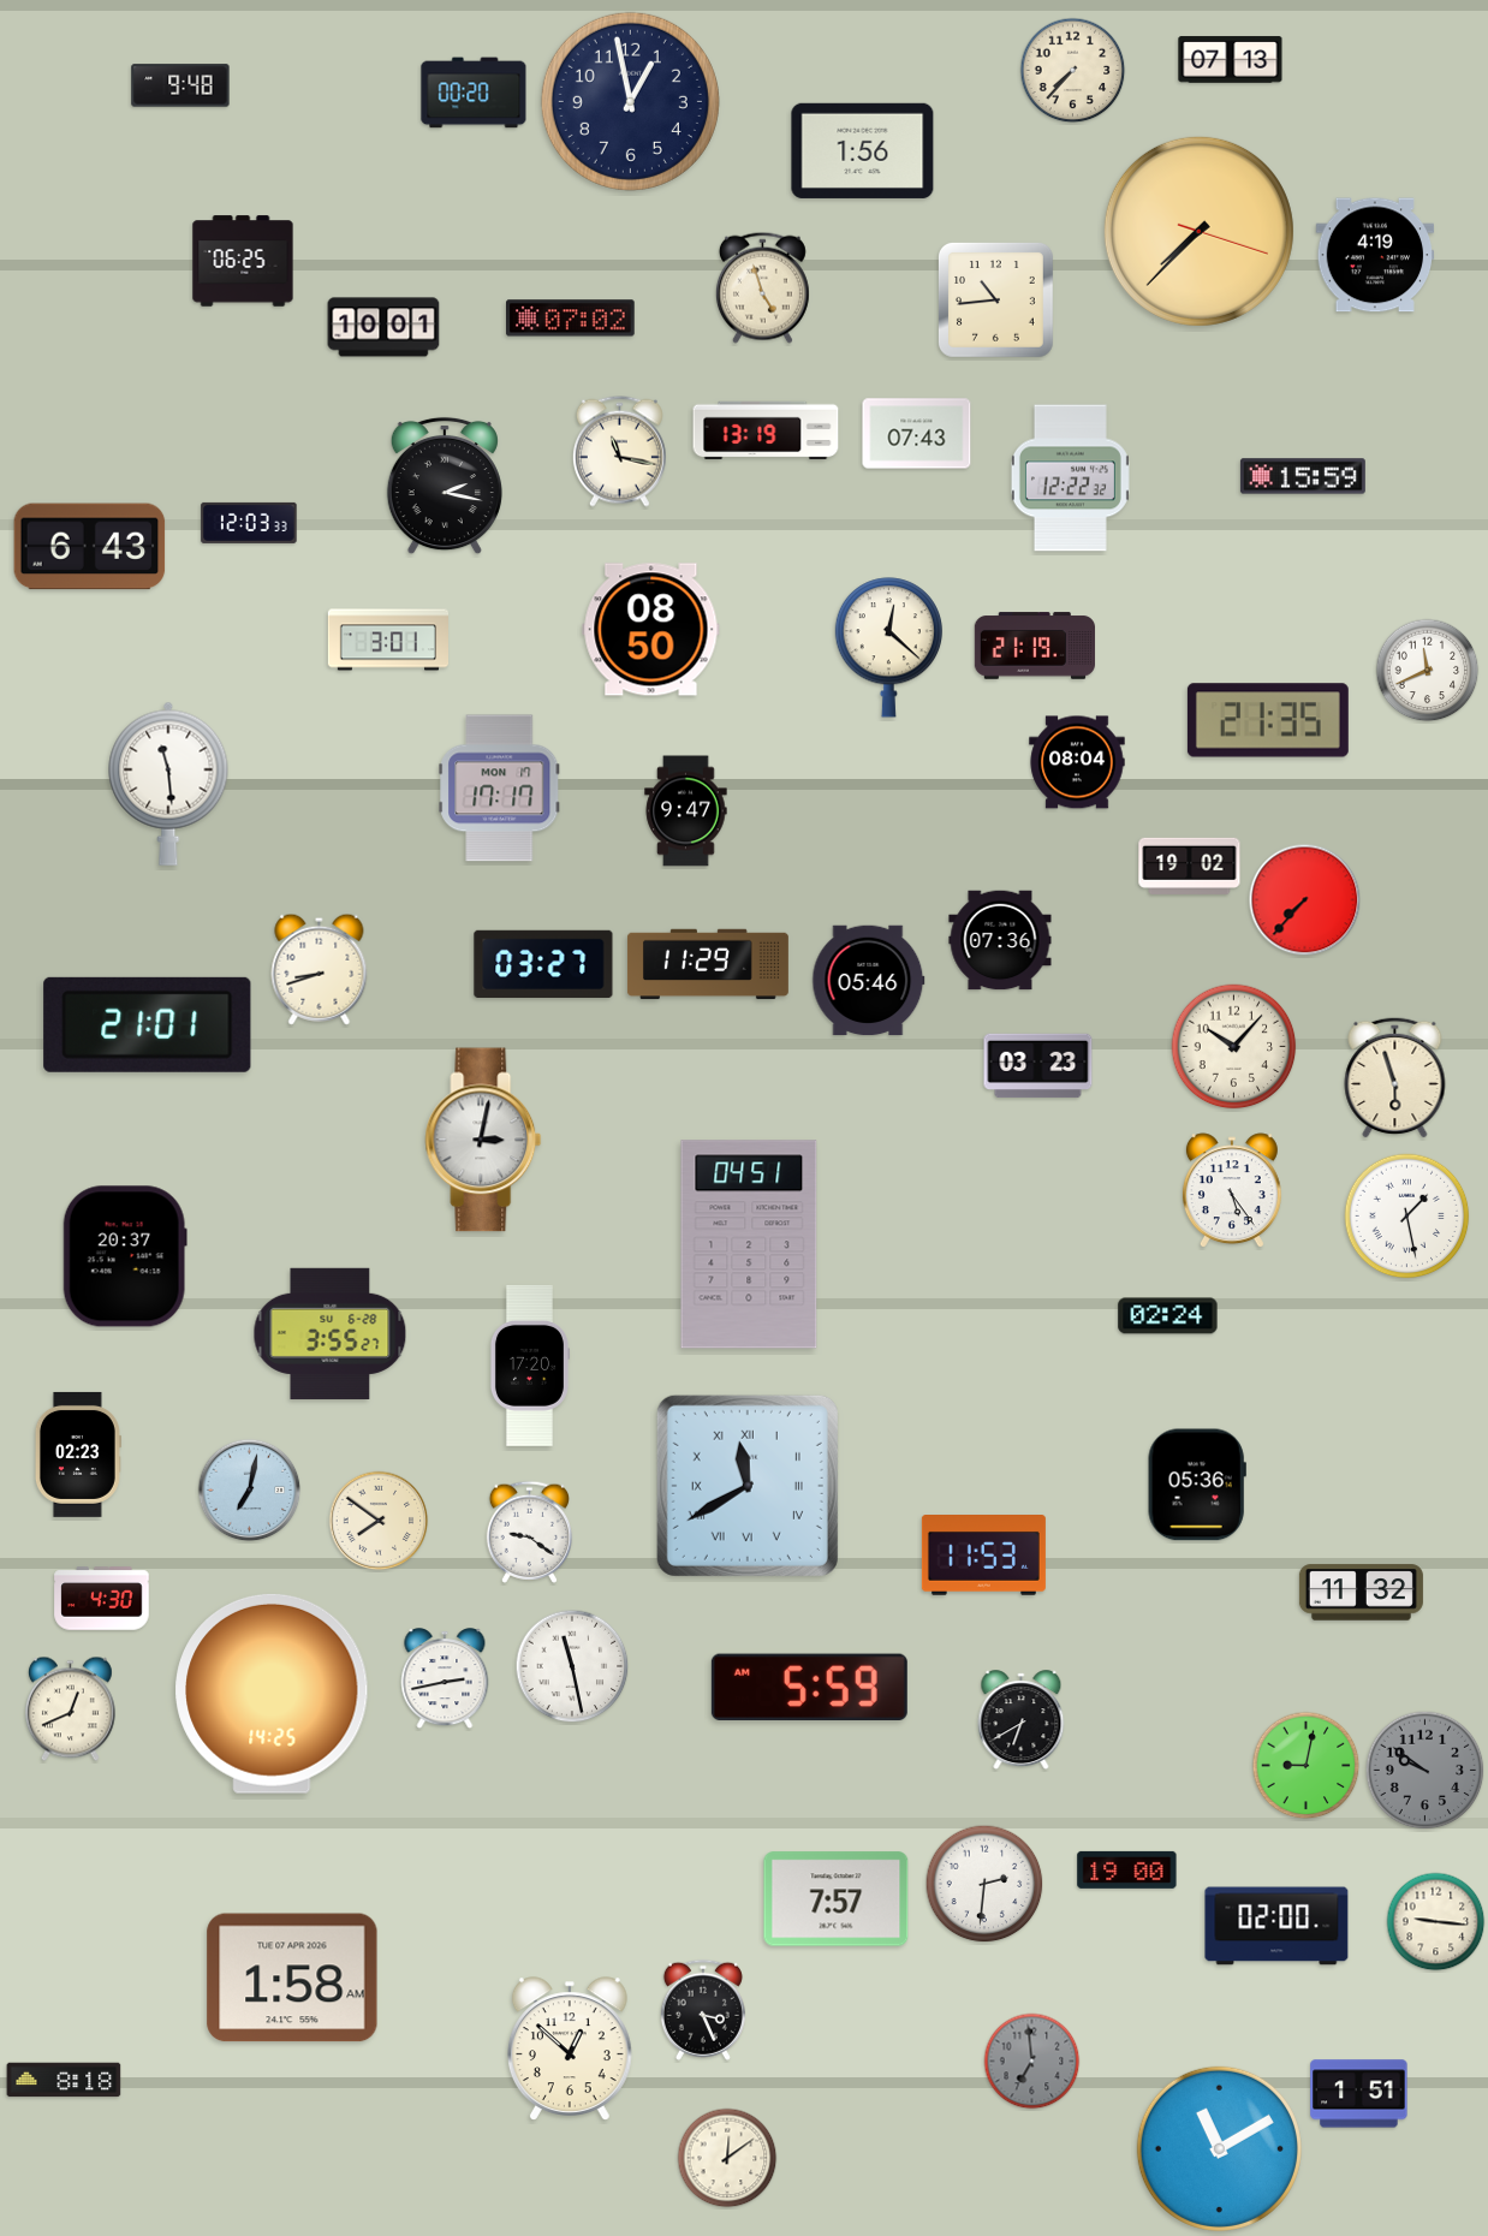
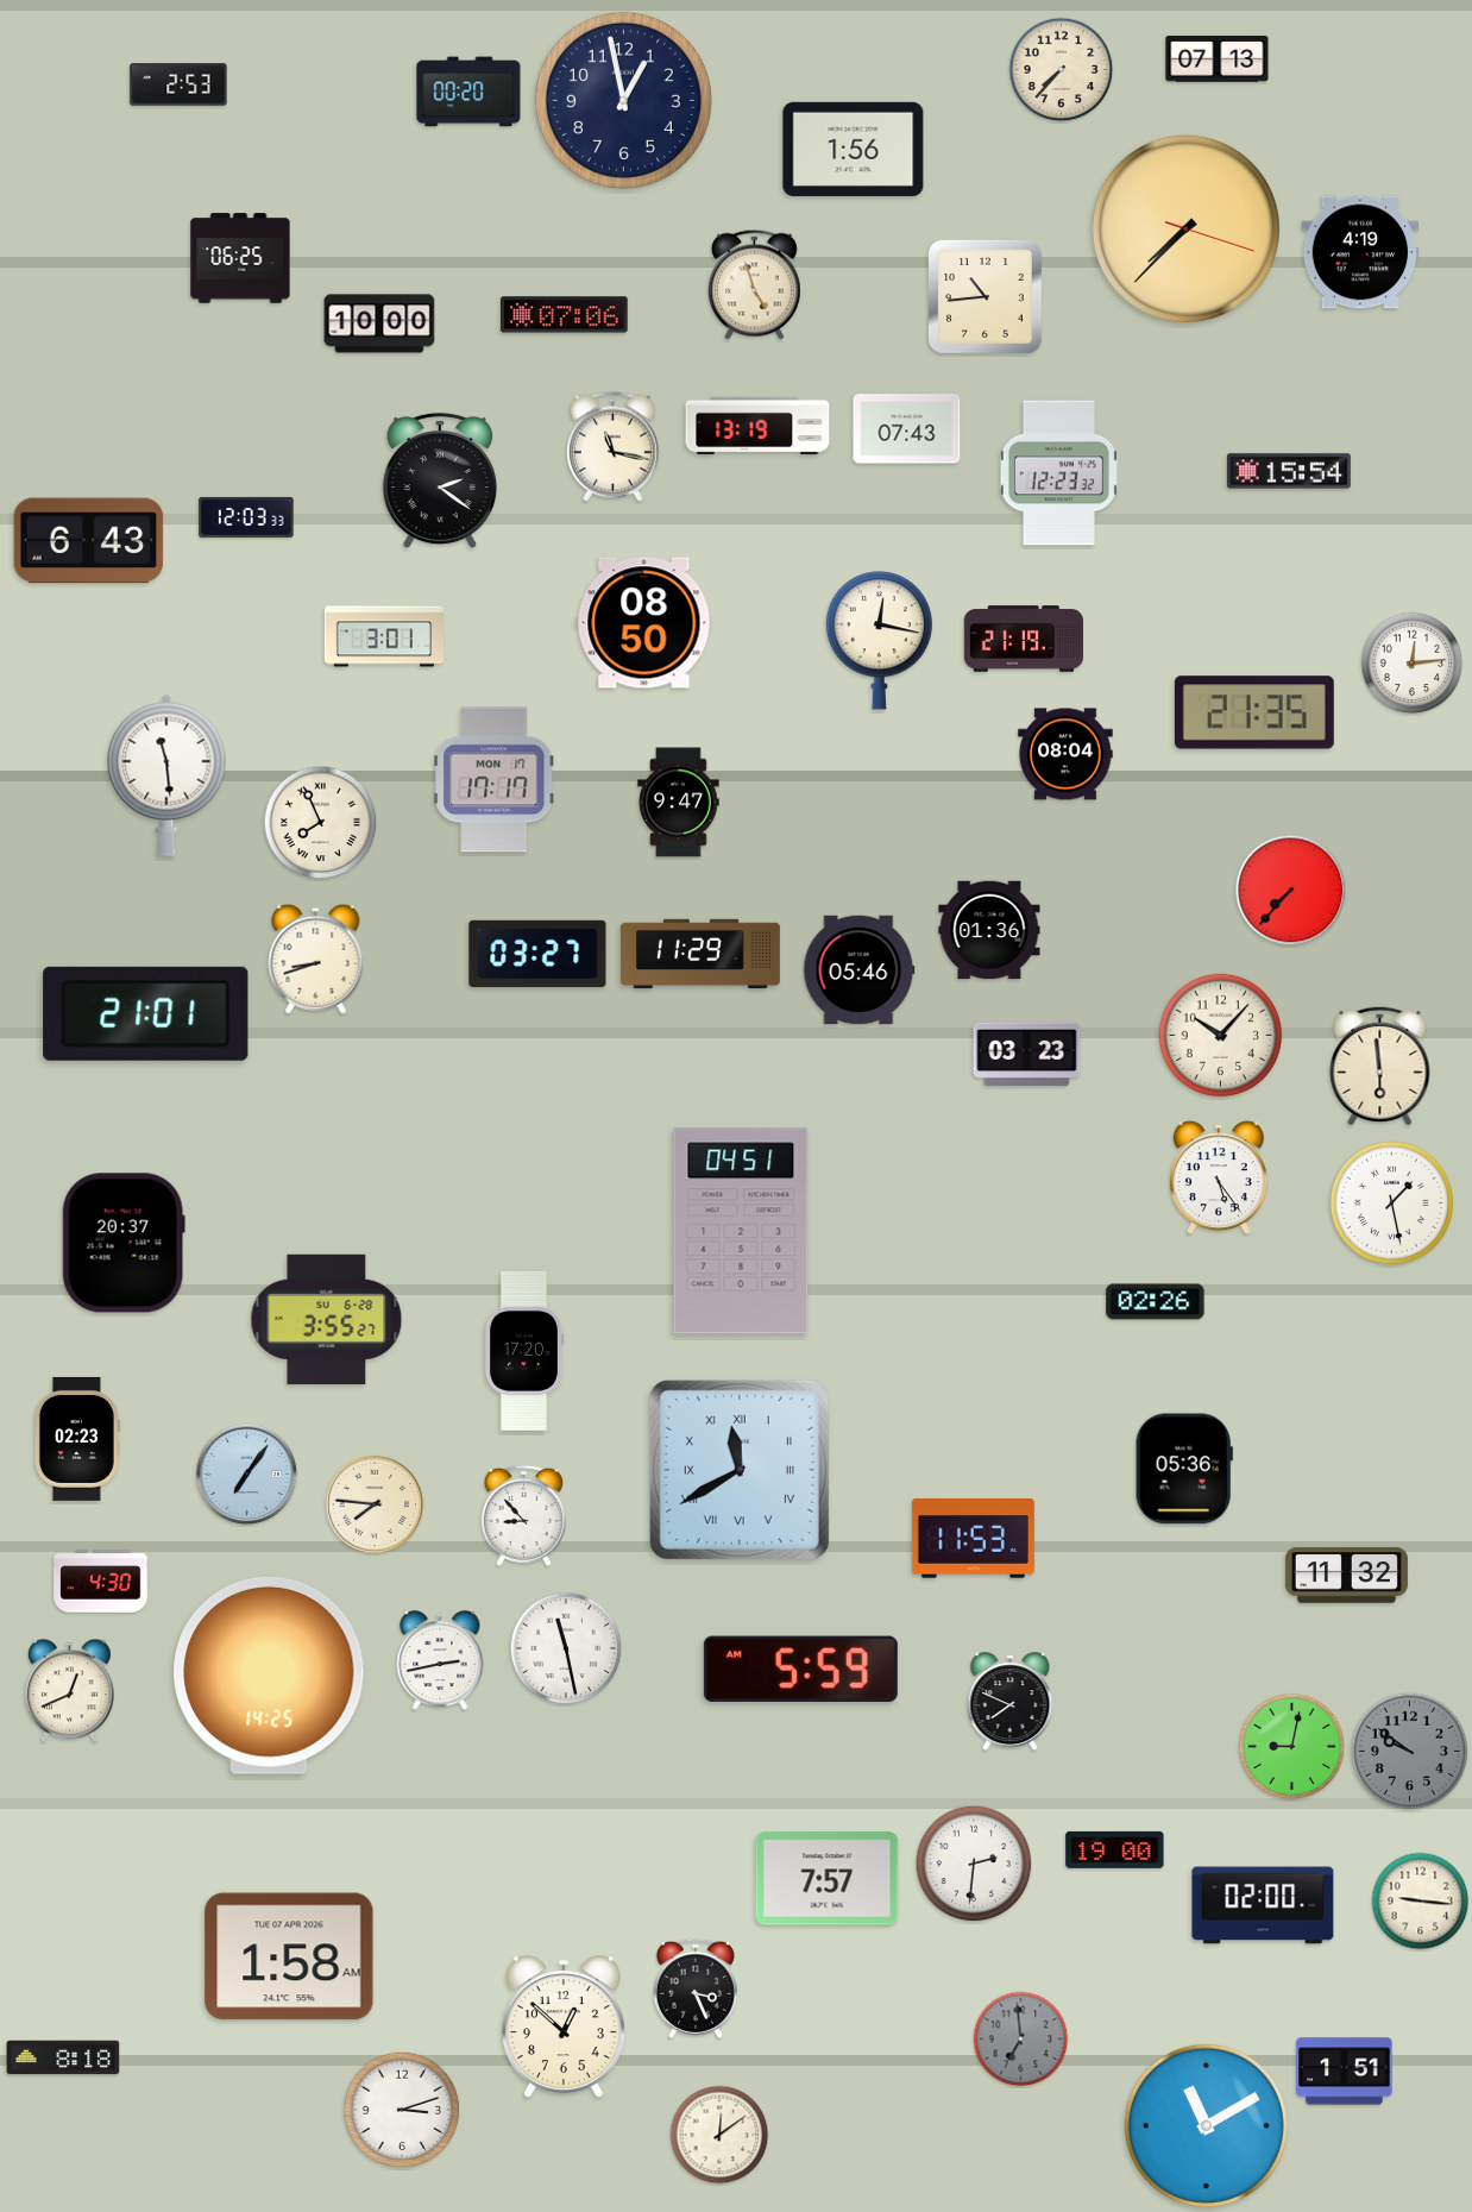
clock at (180, 85): 9:48 -> 2:53
clock at (571, 319): 07:02 -> 07:06
clock at (383, 327): 10:01 -> 10:00
clock at (1303, 476): 15:59 -> 15:54
clock at (1070, 478): 12:22 -> 12:23
clock at (445, 486): 2:17 -> 2:21
clock at (387, 640) position: (387, 640) -> (383, 636)
clock at (888, 648): 12:22 -> 12:17
clock at (1428, 671): 11:41 -> 12:14
clock at (321, 823): none -> 7:56
clock at (1190, 866): 19:02 -> none
clock at (1000, 940): 07:36 -> 01:36
clock at (1395, 1077): 5:57 -> 5:59
clock at (483, 1140): 3:02 -> none
clock at (1168, 1316): 02:24 -> 02:26
clock at (250, 1491): 7:02 -> 7:06
clock at (379, 1521): 7:51 -> 7:46
clock at (529, 1532): 9:21 -> 8:53
clock at (1022, 1720): 6:40 -> 7:49
clock at (402, 2110): none -> 3:12
